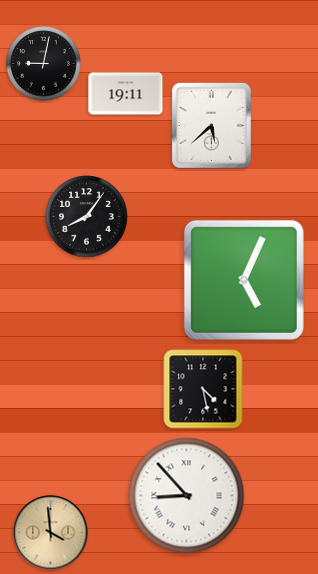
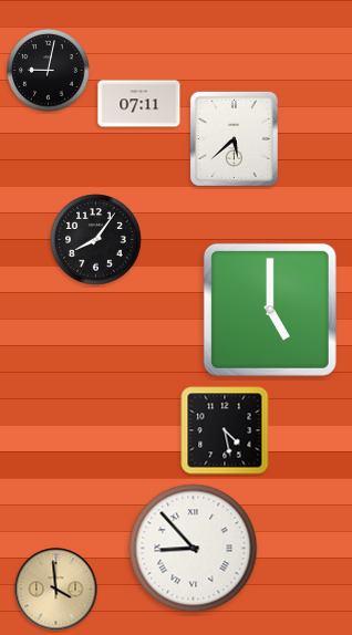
clock at (126, 94): 19:11 -> 07:11
clock at (244, 280): 5:04 -> 5:00
clock at (187, 496) position: (187, 496) -> (194, 549)
